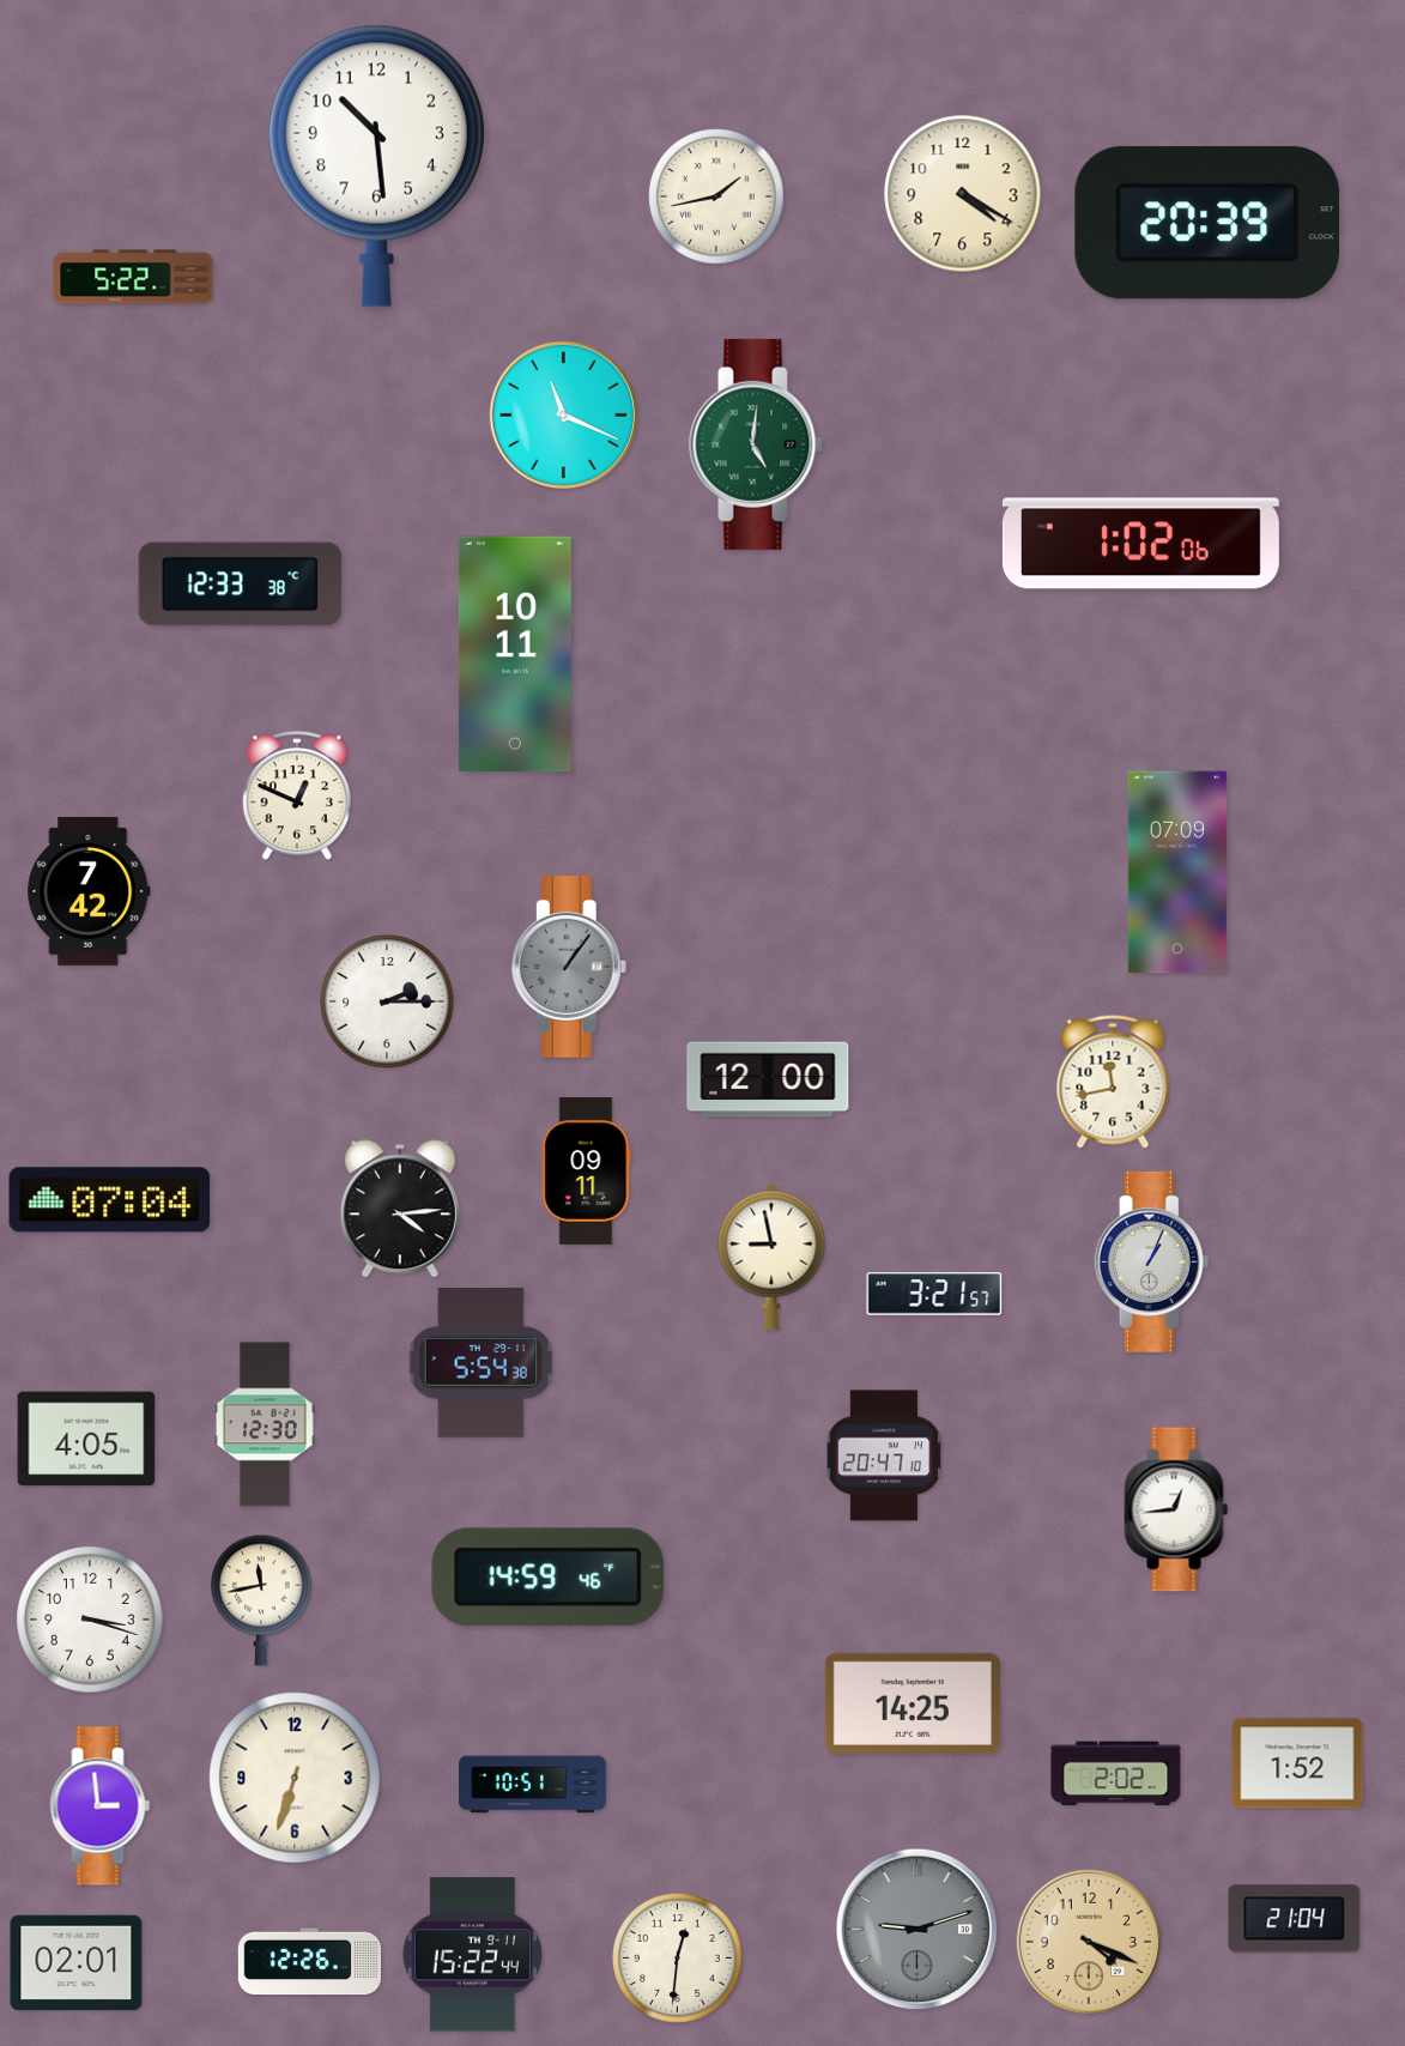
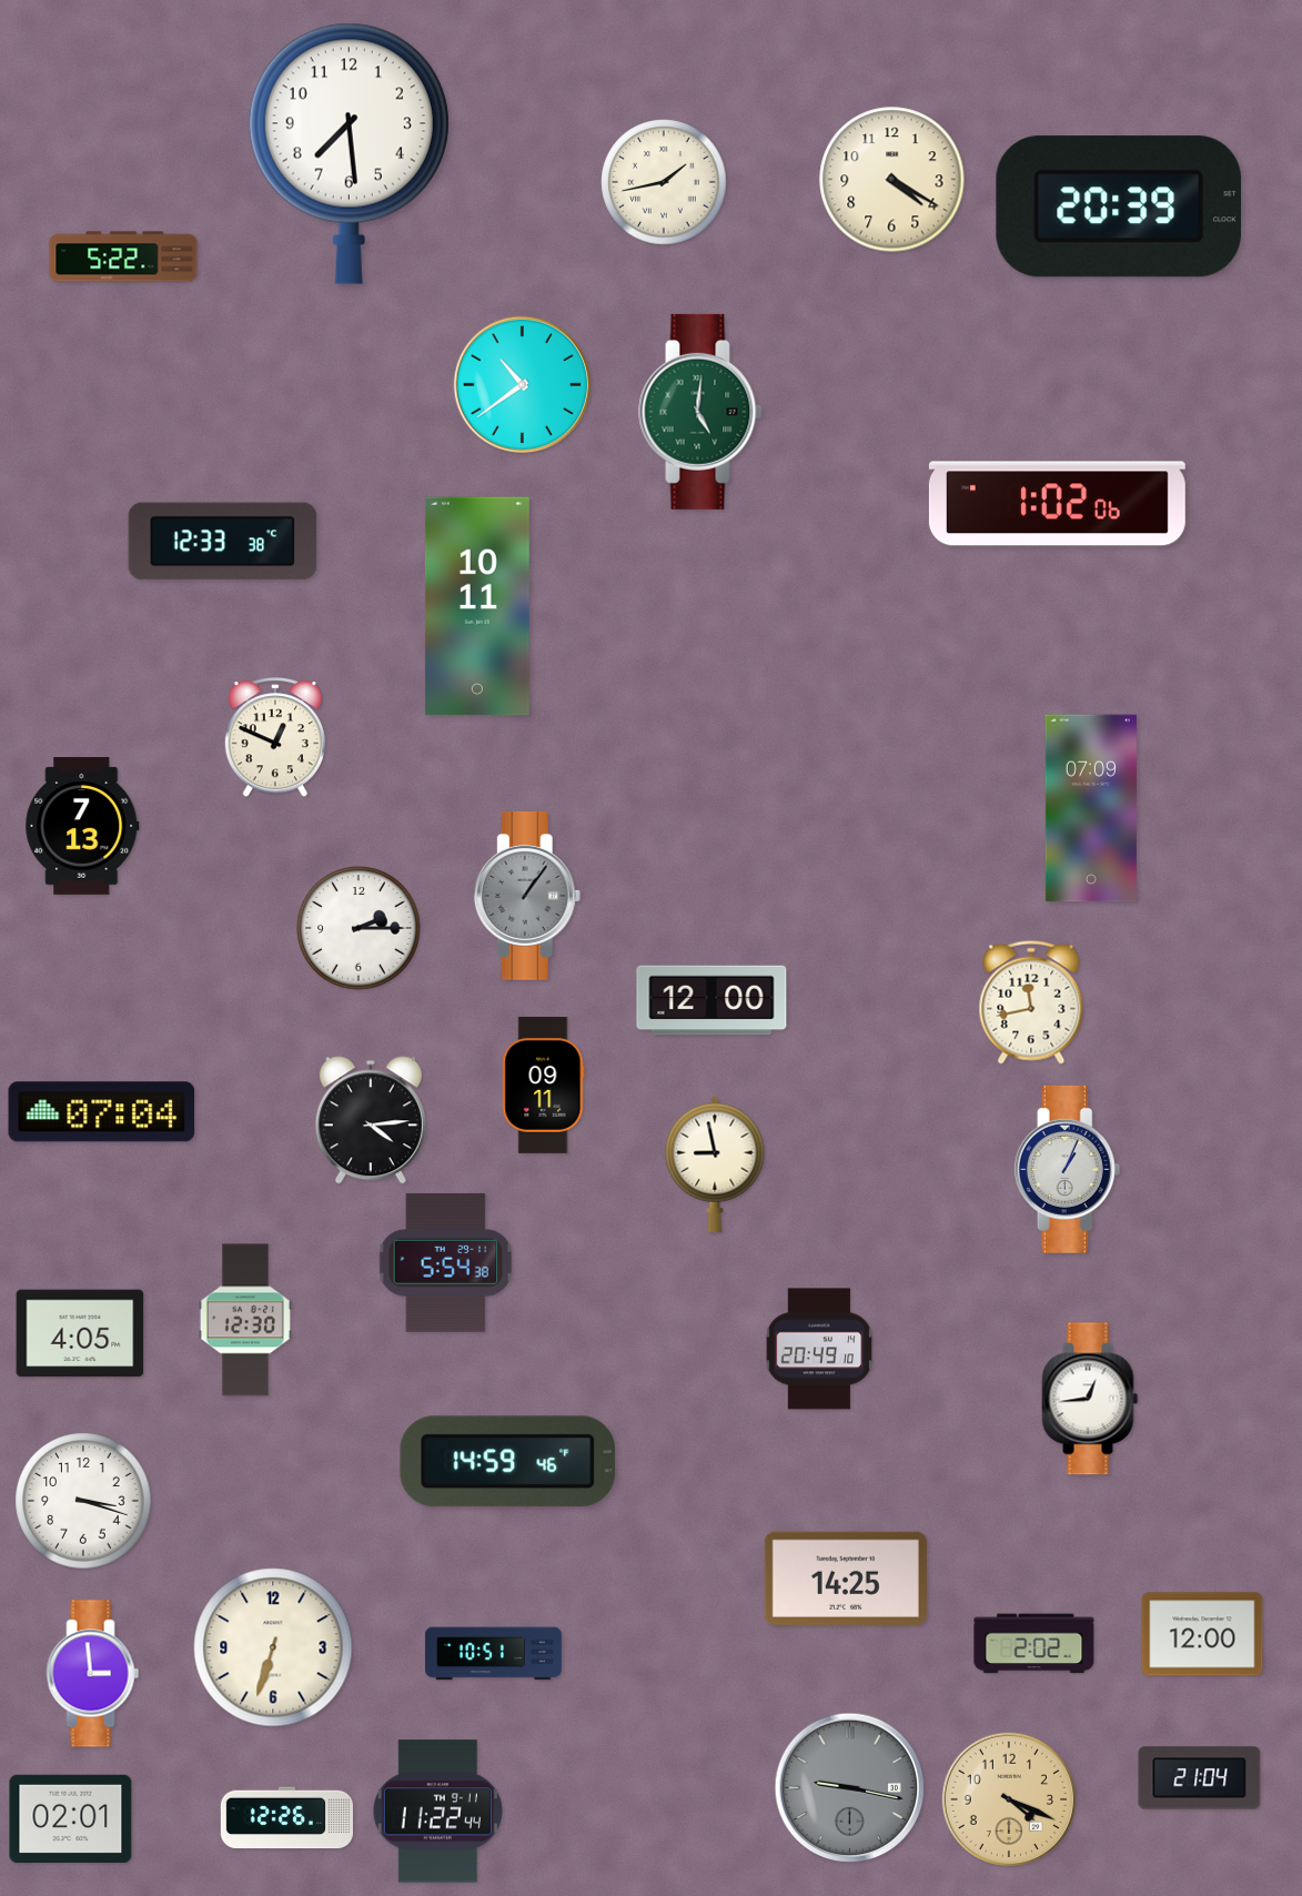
clock at (376, 165): 10:29 -> 7:29
clock at (563, 414): 11:19 -> 10:39
clock at (89, 891): 7:42 -> 7:13
clock at (934, 1295): 3:21 -> none
clock at (884, 1455): 20:47 -> 20:49
clock at (262, 1600): 11:43 -> none
clock at (1297, 1763): 1:52 -> 12:00
clock at (918, 1930): 9:12 -> 9:17
clock at (472, 1955): 15:22 -> 11:22
clock at (678, 1959): 12:31 -> none
